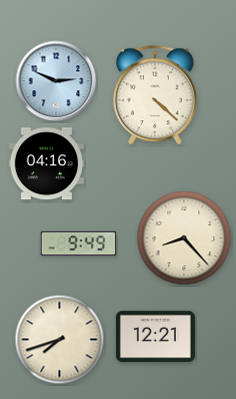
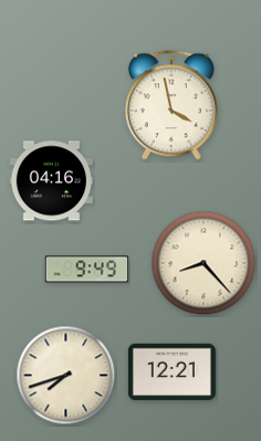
clock at (56, 81): 2:49 -> none
clock at (155, 95): 4:22 -> 3:58
